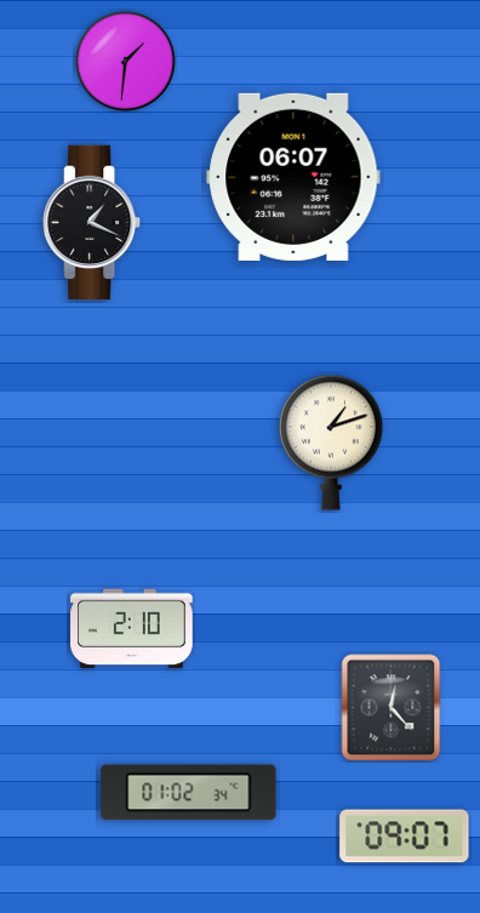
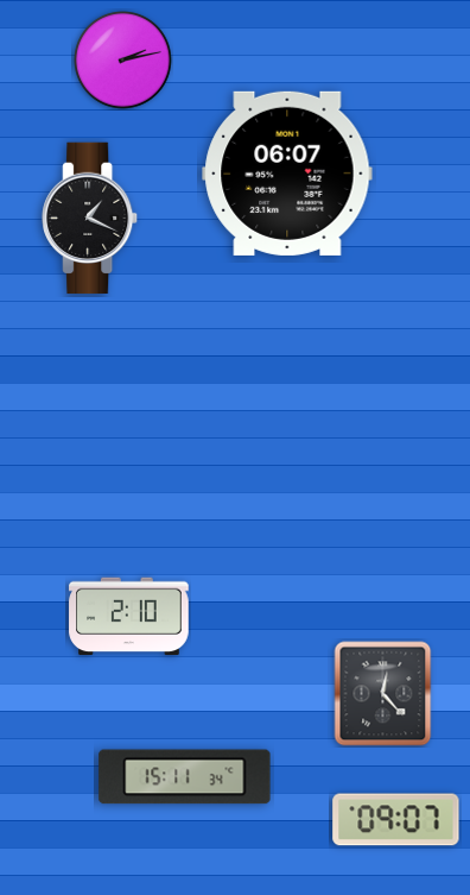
clock at (126, 62): 1:31 -> 2:13
clock at (331, 443): 1:12 -> none
clock at (189, 793): 01:02 -> 15:11
